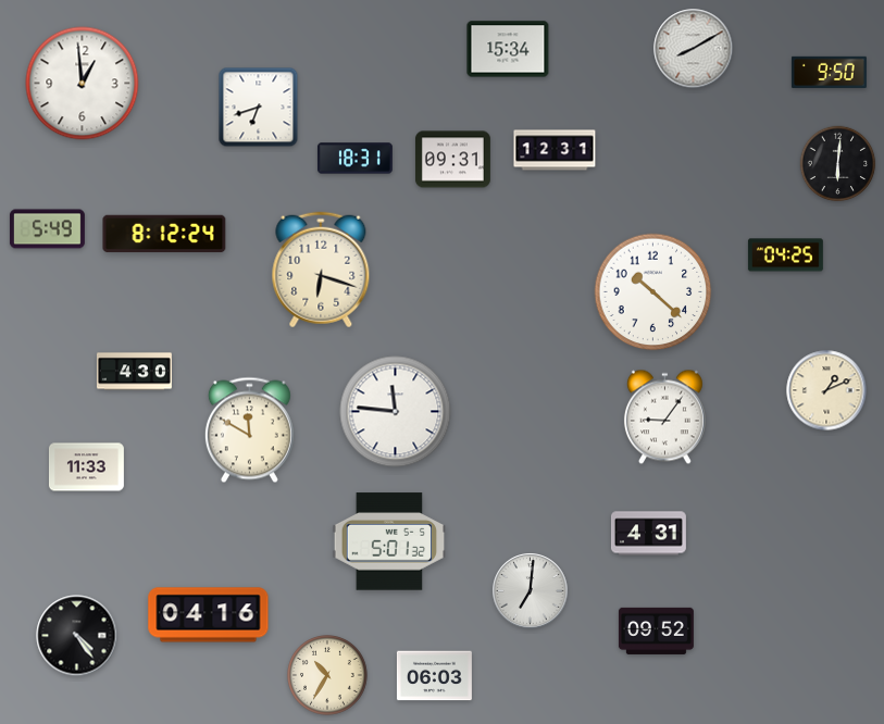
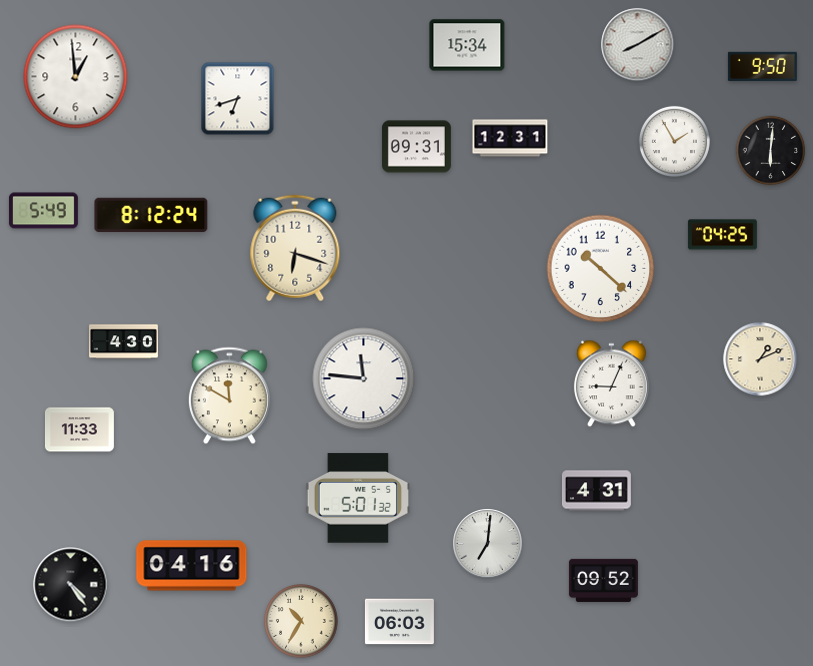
clock at (674, 141): none -> 1:55
clock at (354, 159): 18:31 -> none
clock at (664, 417): 9:06 -> 9:04
